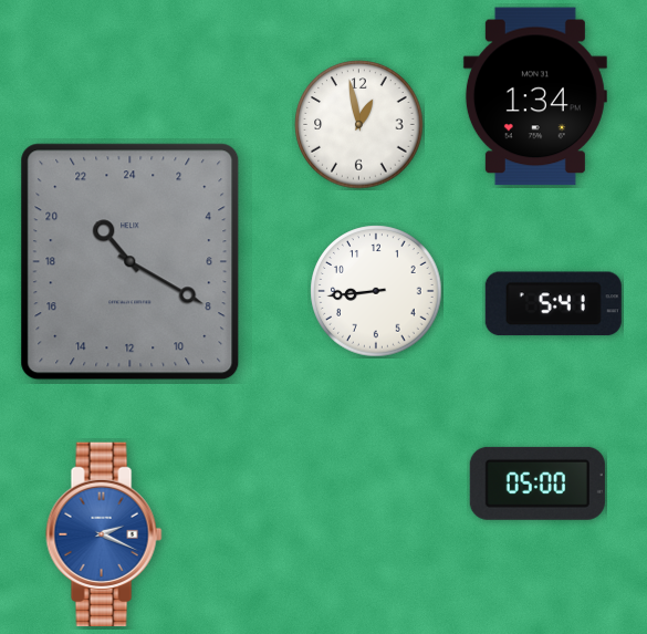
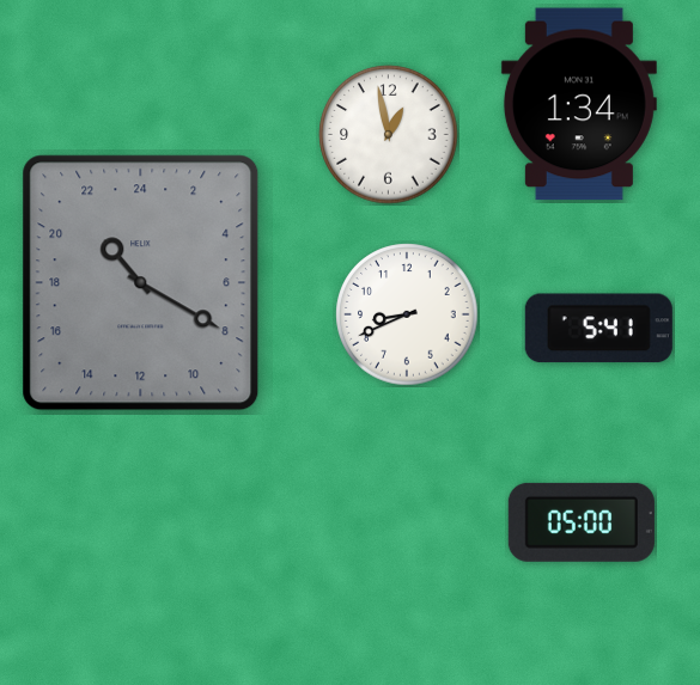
clock at (376, 291): 8:44 -> 8:41
clock at (104, 533): 2:19 -> none
